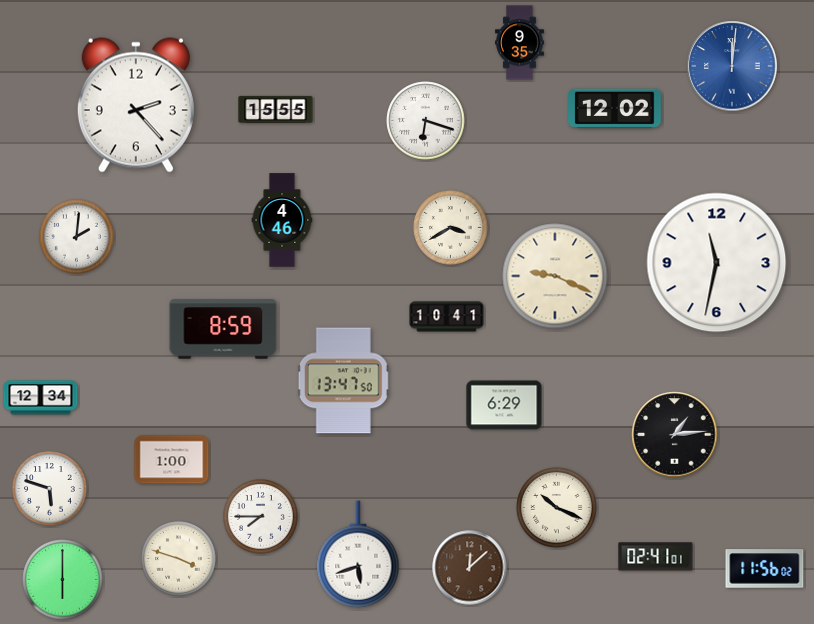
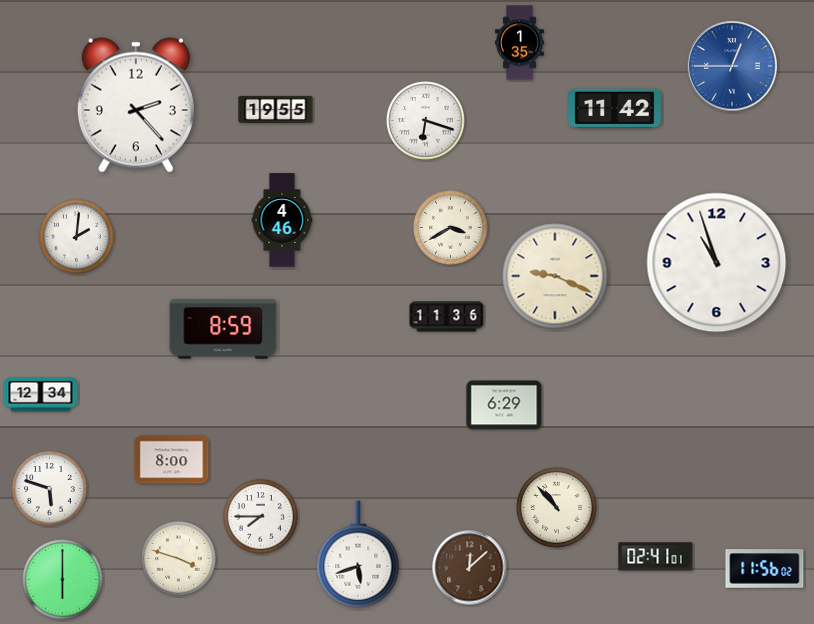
clock at (520, 43): 9:35 -> 1:35
clock at (732, 66): 12:01 -> 12:45
clock at (276, 109): 15:55 -> 19:55
clock at (615, 109): 12:02 -> 11:42
clock at (717, 263): 11:32 -> 10:57
clock at (447, 317): 10:41 -> 11:36
clock at (343, 381): 13:47 -> none
clock at (41, 398) position: (41, 398) -> (41, 395)
clock at (675, 435): 1:14 -> none
clock at (172, 460): 1:00 -> 8:00
clock at (557, 508): 10:19 -> 10:53
